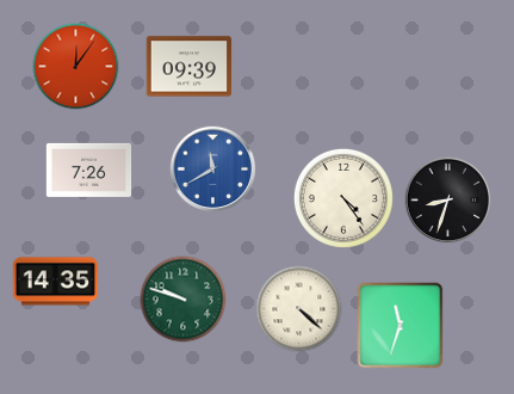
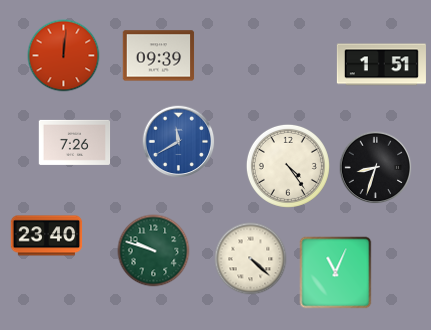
clock at (76, 67): 12:06 -> 12:01
clock at (381, 65): none -> 1:51
clock at (56, 282): 14:35 -> 23:40
clock at (401, 326): 11:33 -> 11:04
